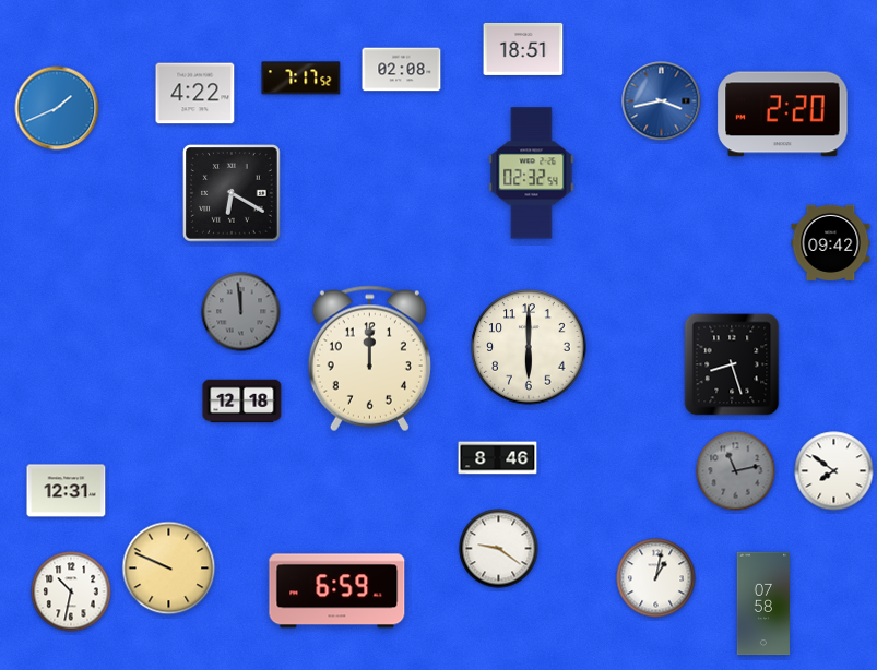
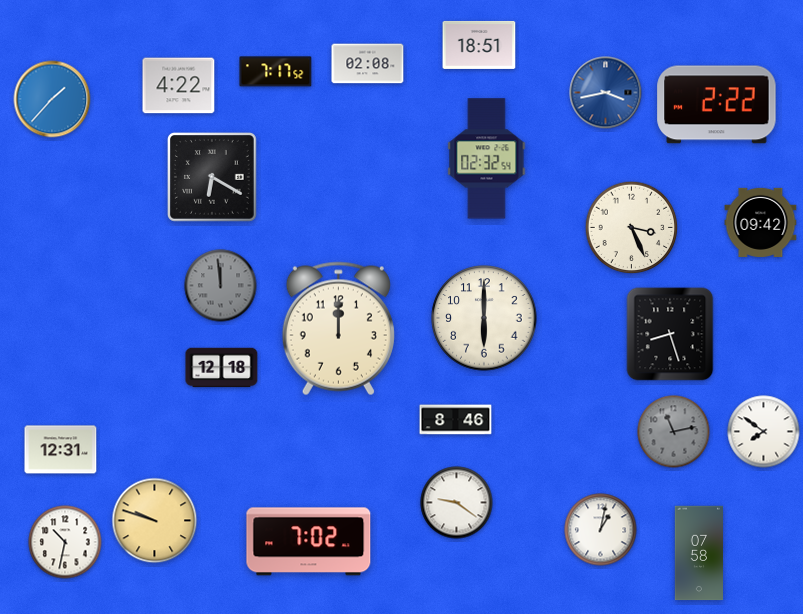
clock at (57, 108): 1:41 -> 1:37
clock at (783, 115): 2:20 -> 2:22
clock at (632, 228): none -> 3:26
clock at (169, 569): 9:49 -> 9:48
clock at (337, 591): 6:59 -> 7:02
